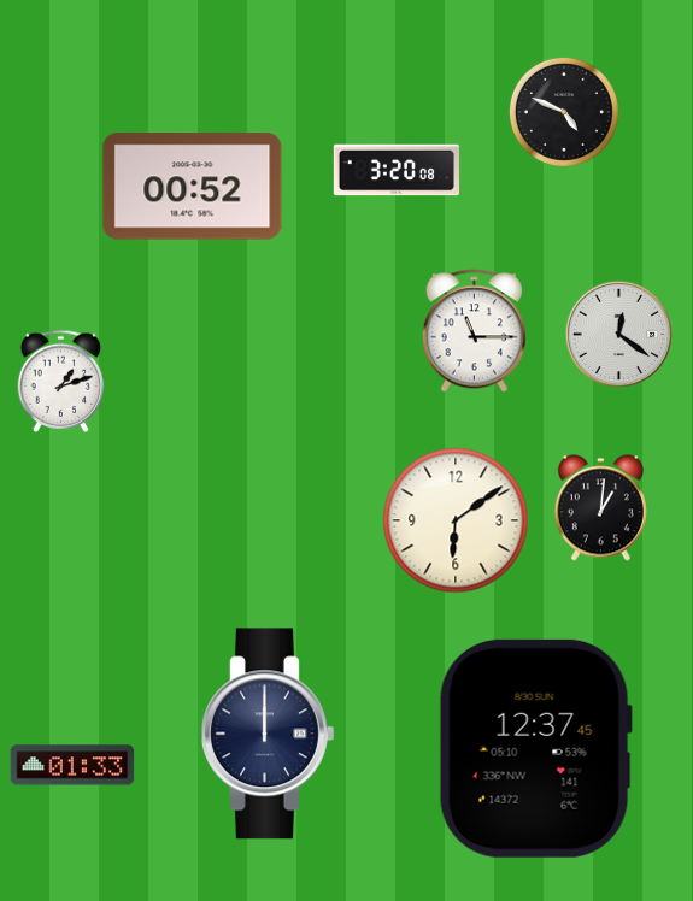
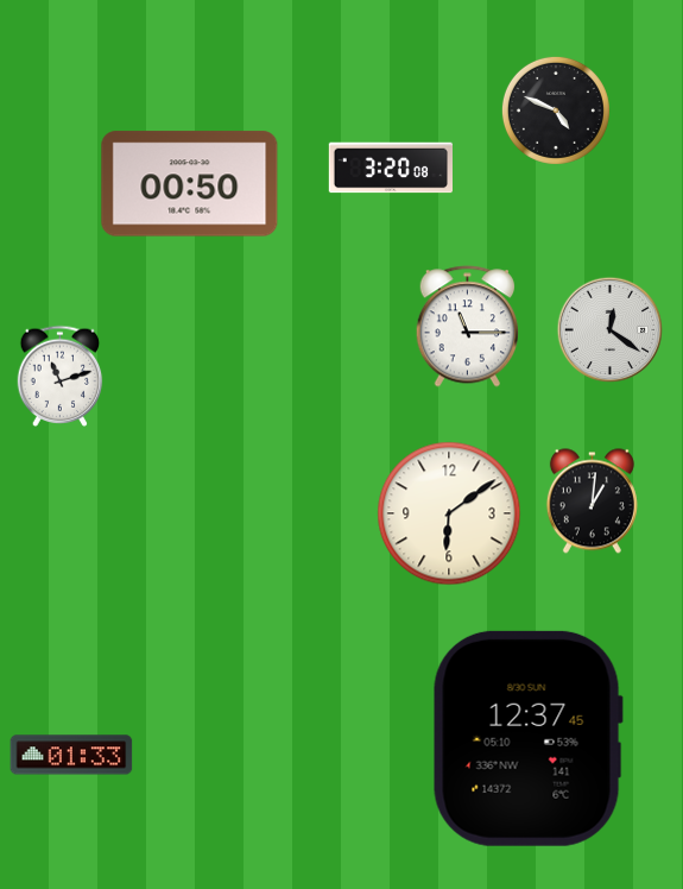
clock at (193, 187): 00:52 -> 00:50
clock at (61, 381): 1:12 -> 11:12
clock at (268, 734): 12:00 -> none
